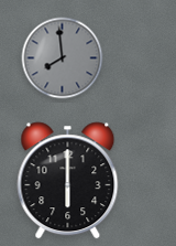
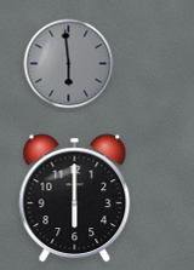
clock at (63, 58): 7:59 -> 5:59
